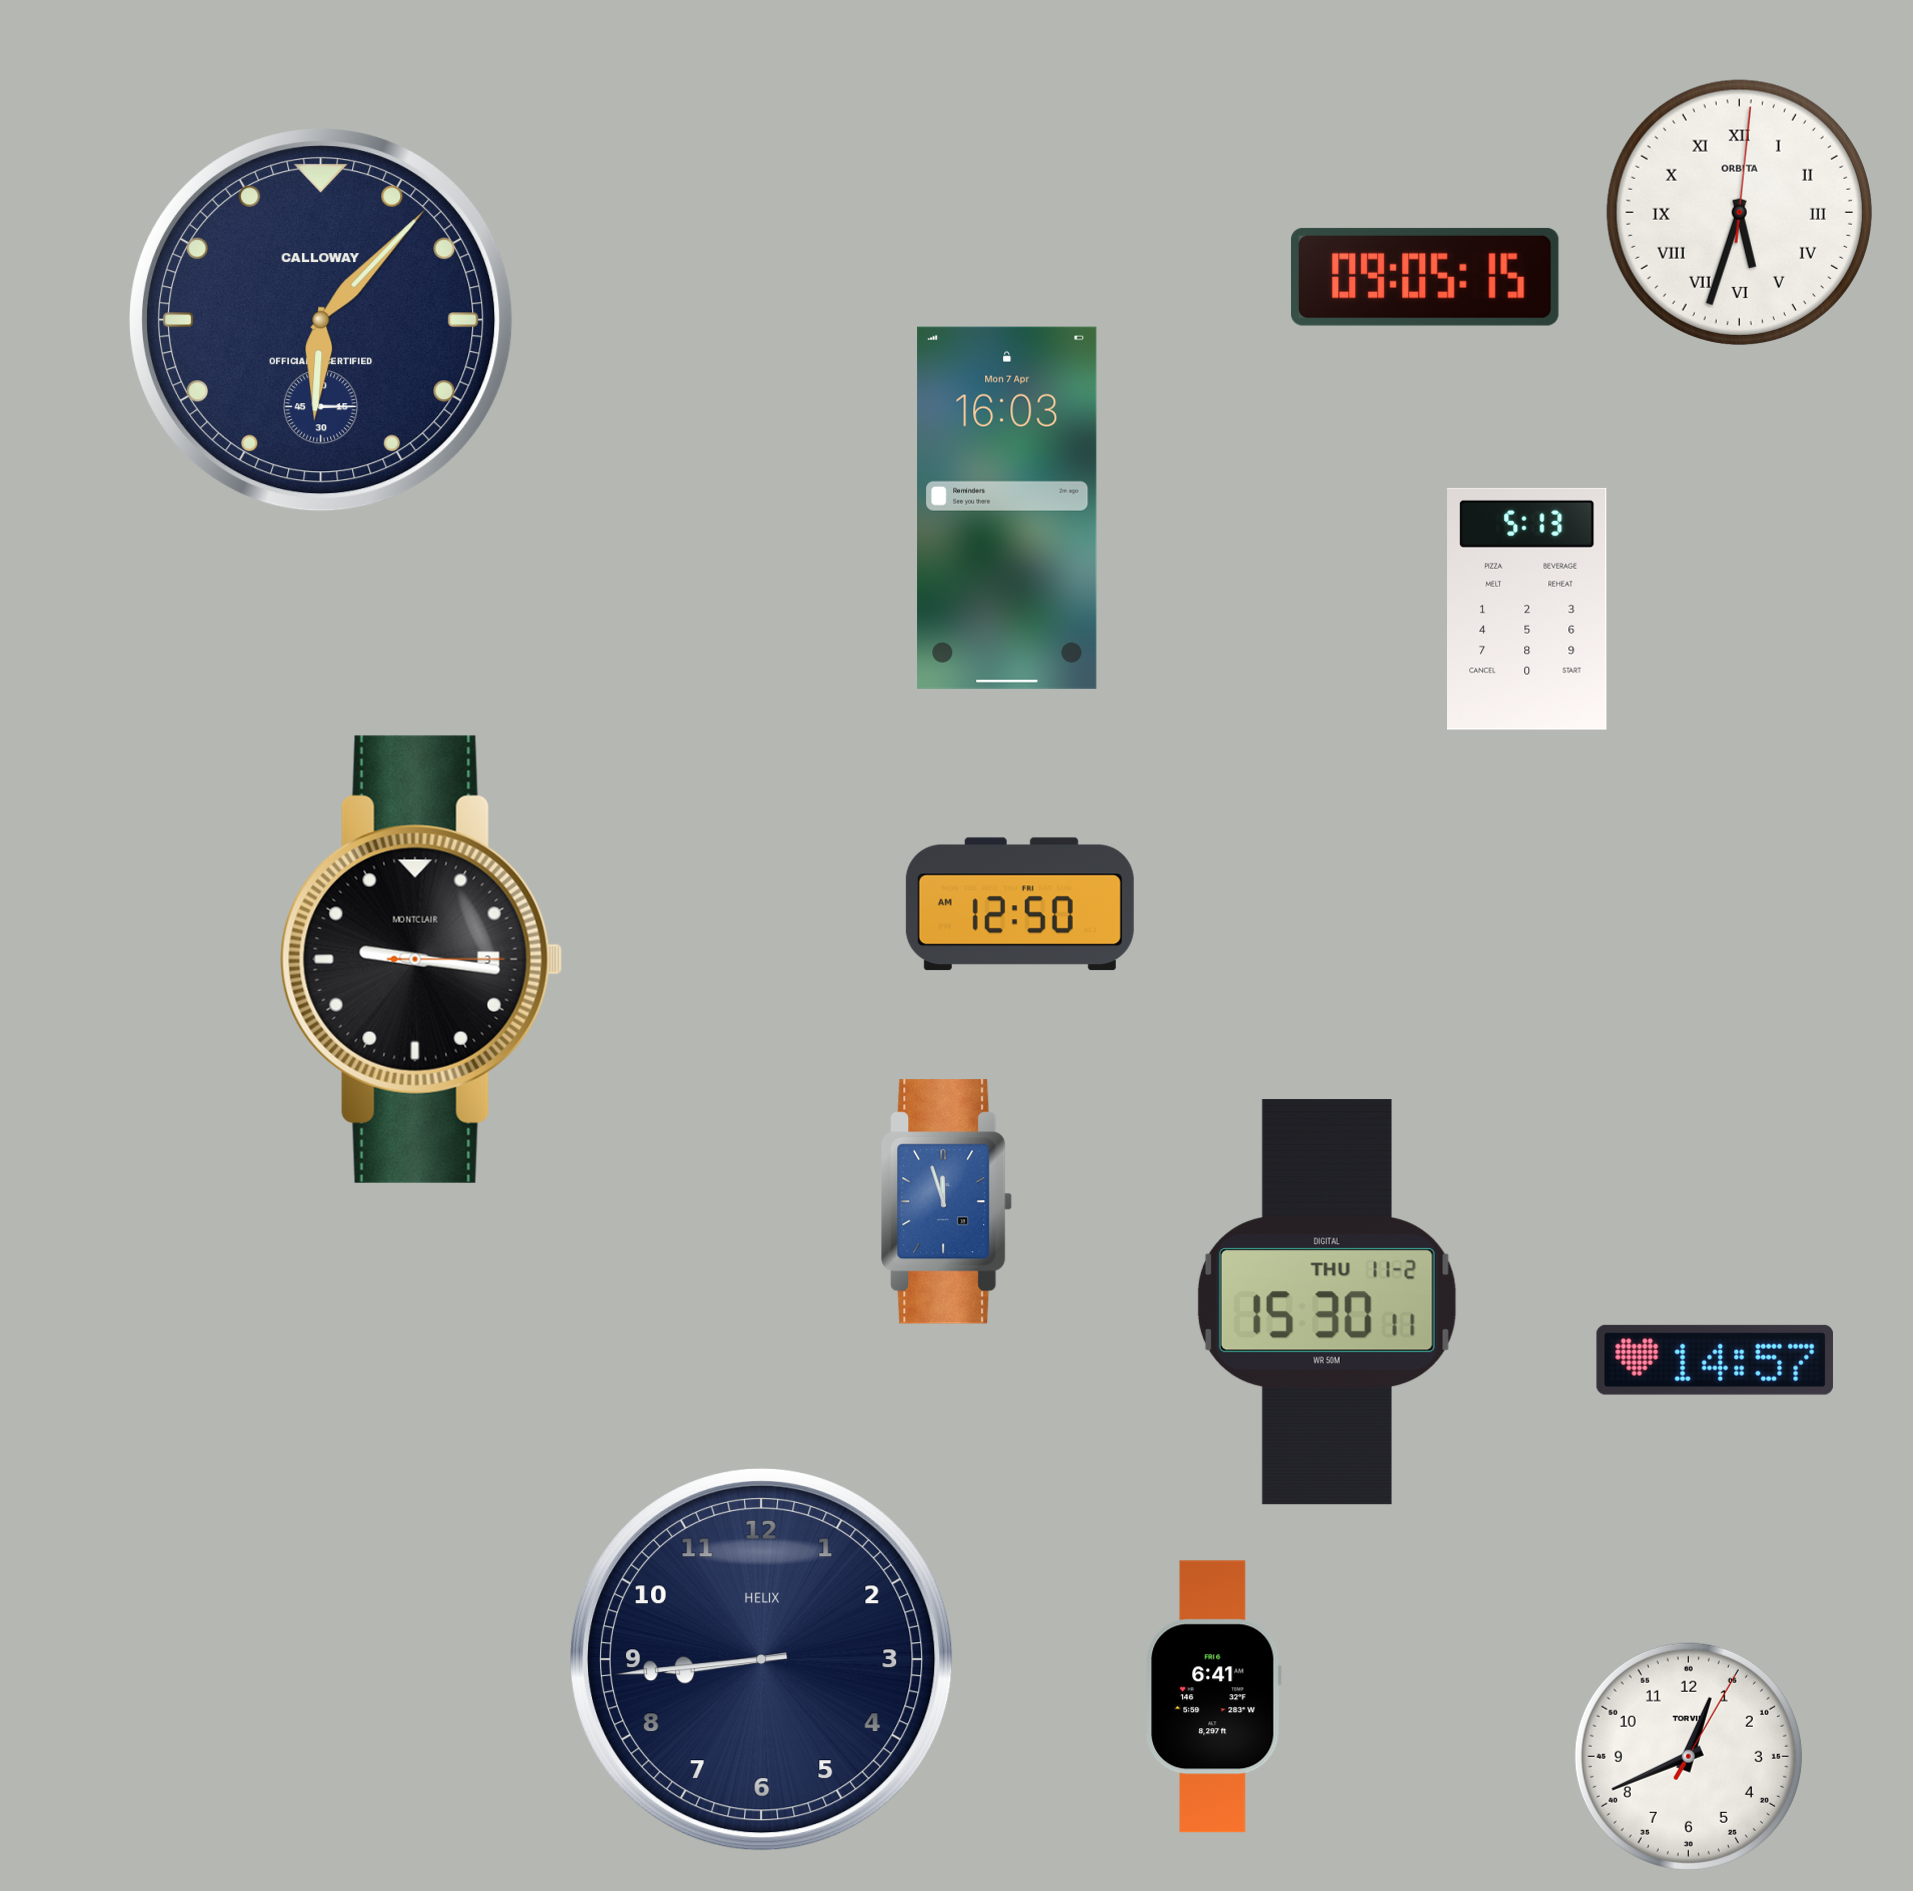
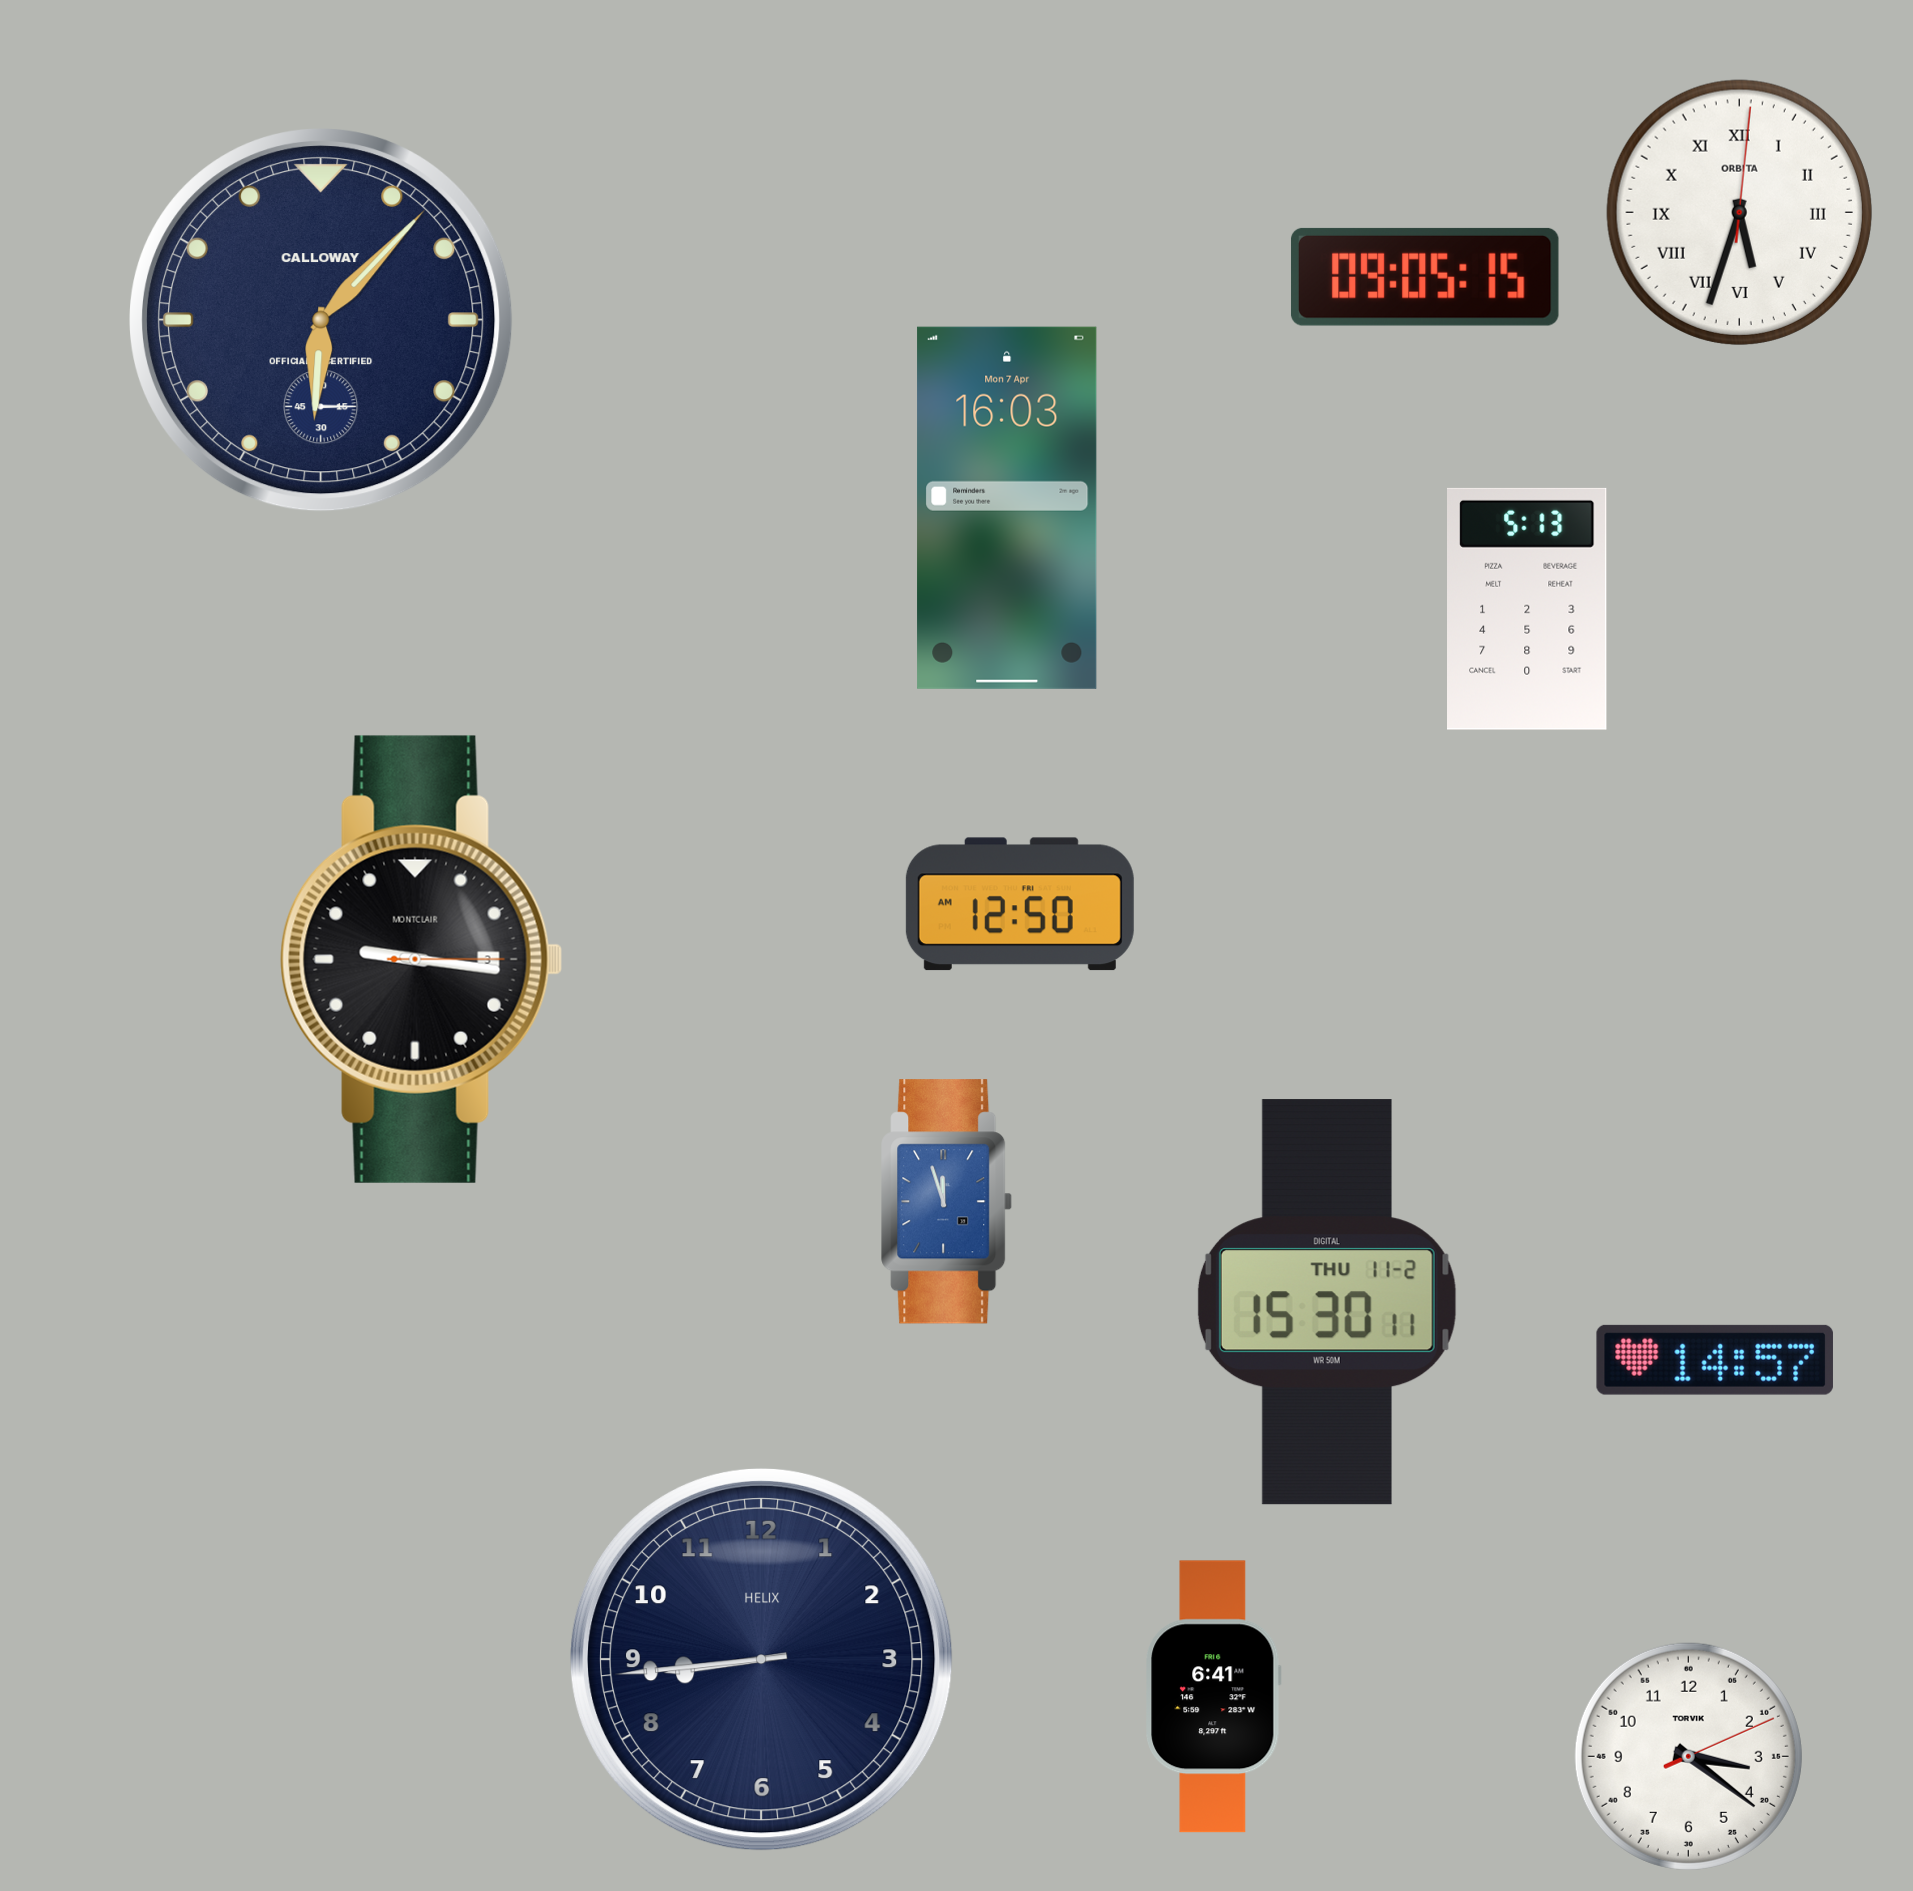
clock at (1688, 1756): 12:41 -> 3:21
